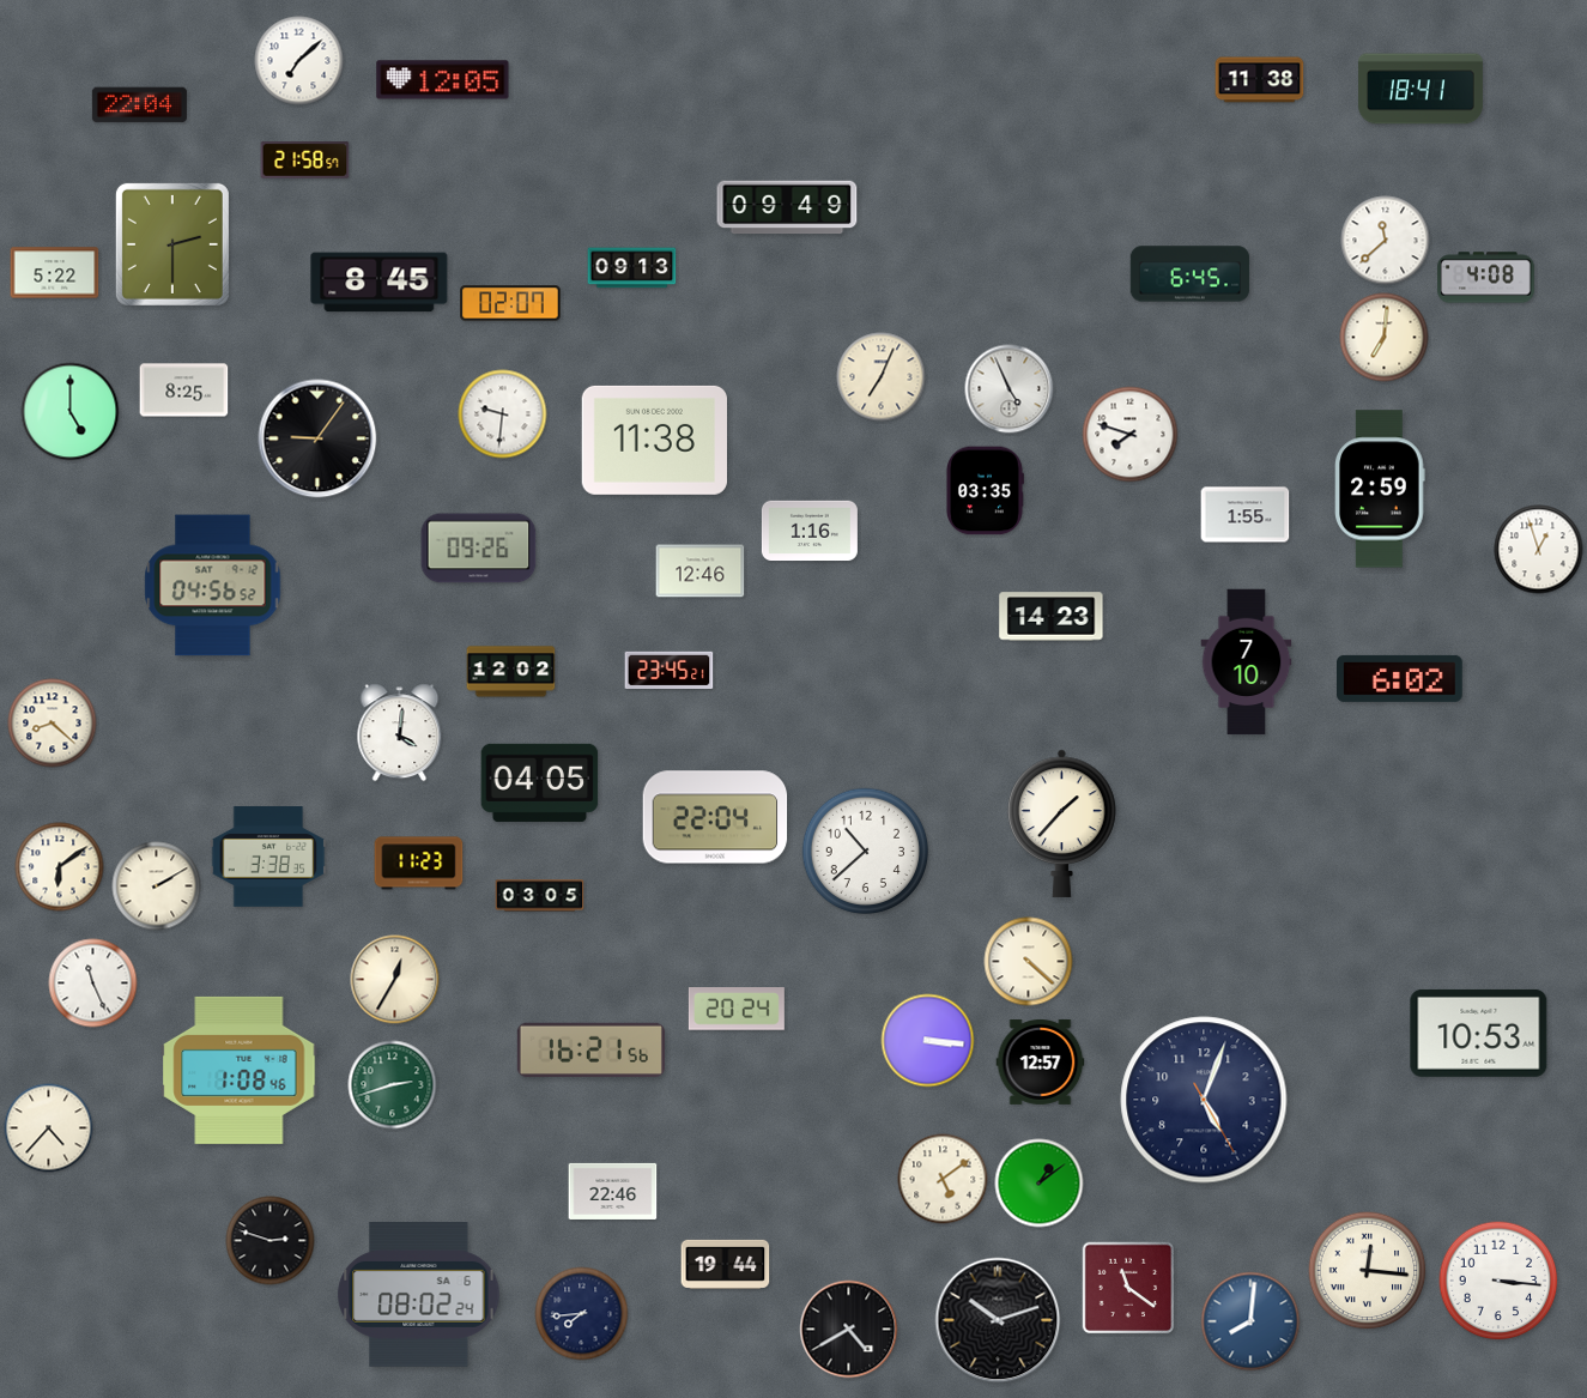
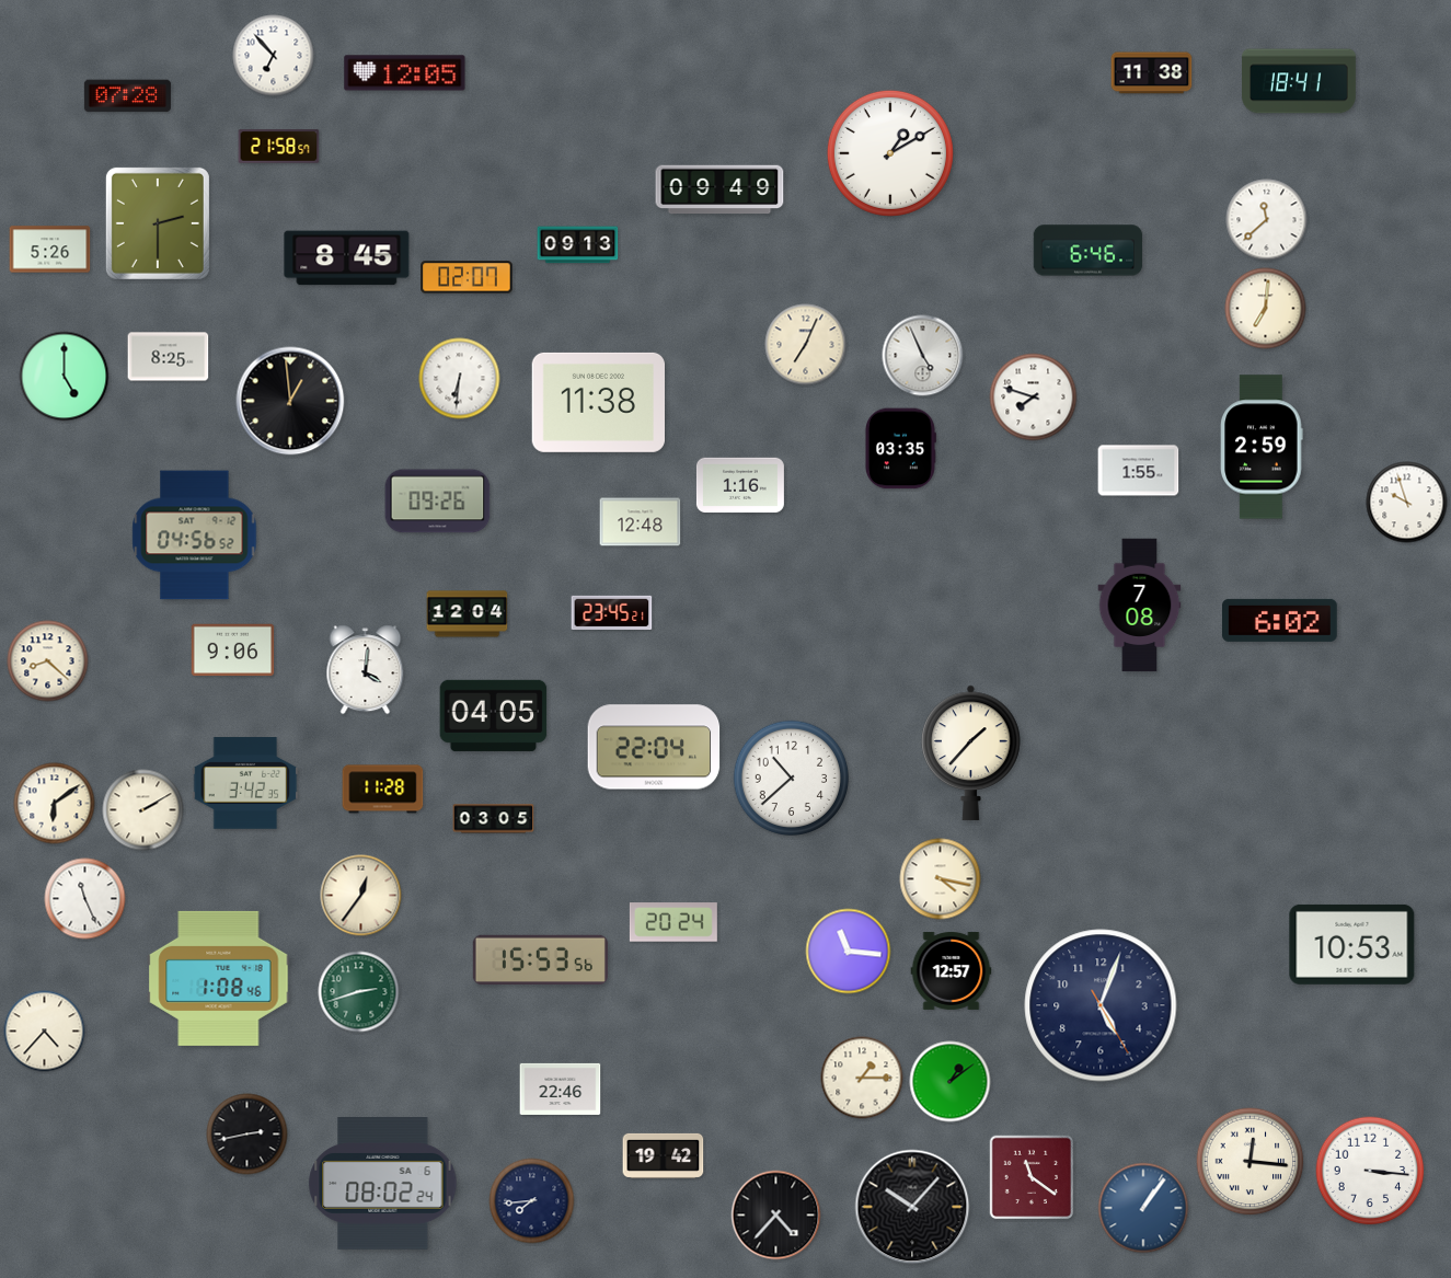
clock at (299, 61): 7:08 -> 6:53
clock at (139, 105): 22:04 -> 07:28
clock at (890, 153): none -> 1:10
clock at (55, 273): 5:22 -> 5:26
clock at (1191, 274): 6:45 -> 6:46
clock at (1486, 278): 4:08 -> none
clock at (503, 414): 9:31 -> 6:31
clock at (317, 438): 9:06 -> 12:59
clock at (1539, 550): 12:57 -> 9:57
clock at (701, 571): 12:46 -> 12:48
clock at (1052, 617): 14:23 -> none
clock at (1247, 662): 7:10 -> 7:08
clock at (511, 672): 12:02 -> 12:04
clock at (233, 650): none -> 9:06
clock at (268, 857): 3:38 -> 3:42
clock at (419, 864): 11:23 -> 11:28
clock at (60, 867) position: (60, 867) -> (55, 804)
clock at (1029, 962): 4:22 -> 4:17
clock at (395, 980): 12:35 -> 12:36
clock at (928, 1041): 3:16 -> 11:16
clock at (590, 1049): 16:21 -> 15:53
clock at (943, 1179): 5:09 -> 1:15
clock at (271, 1241): 2:48 -> 2:43
clock at (726, 1264): 19:44 -> 19:42
clock at (998, 1320): 10:12 -> 10:07
clock at (1250, 1321): 8:01 -> 1:06
clock at (849, 1330): 4:40 -> 4:37
